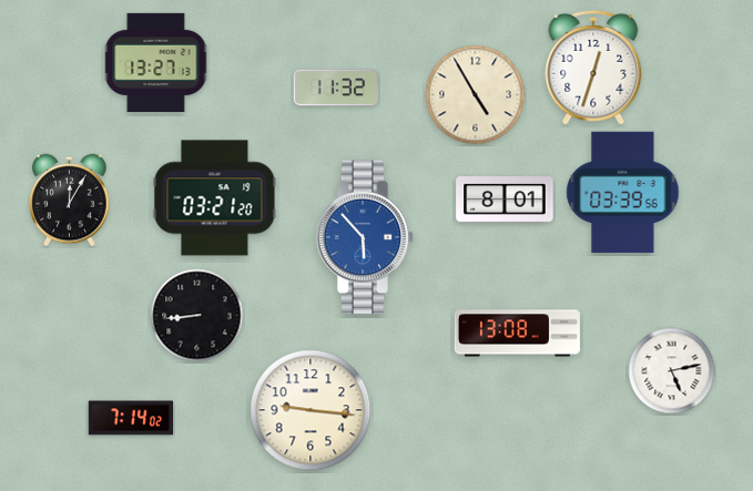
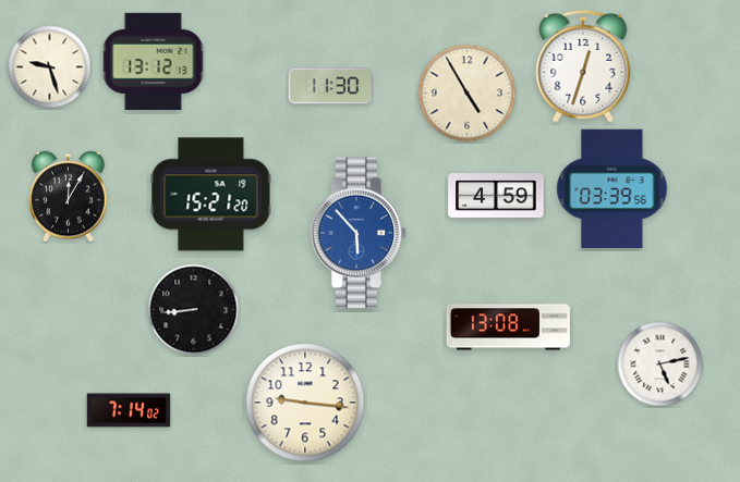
clock at (156, 62): 13:27 -> 13:12
clock at (50, 67): none -> 9:27
clock at (336, 88): 11:32 -> 11:30
clock at (215, 198): 03:21 -> 15:21
clock at (505, 201): 8:01 -> 4:59
